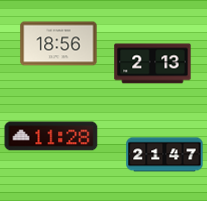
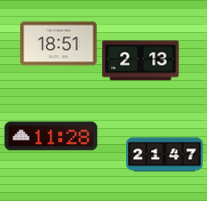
clock at (59, 44): 18:56 -> 18:51
clock at (153, 64) position: (153, 64) -> (141, 61)
